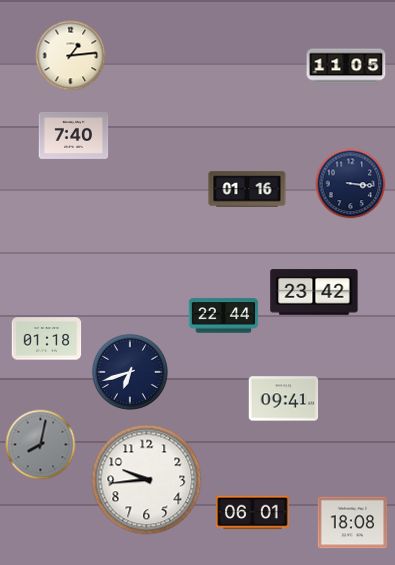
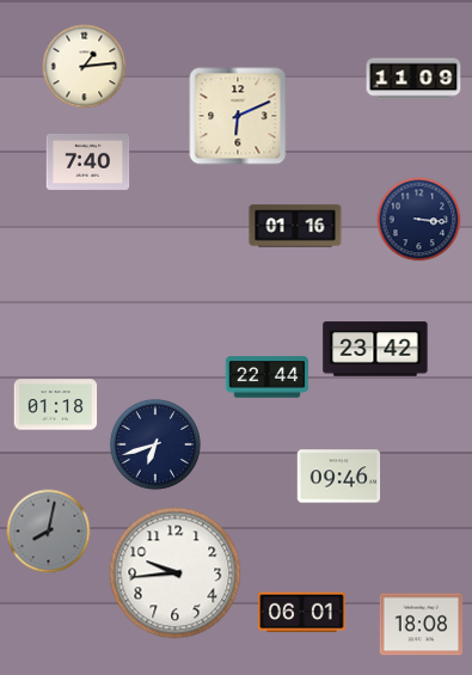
clock at (346, 66): 11:05 -> 11:09
clock at (238, 116): none -> 6:11
clock at (284, 399): 09:41 -> 09:46
